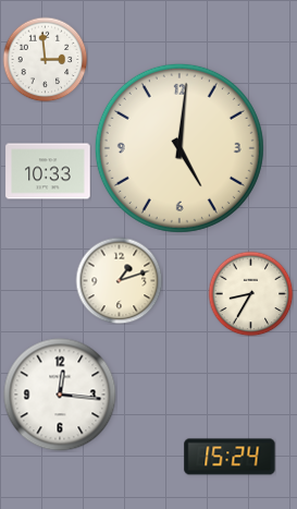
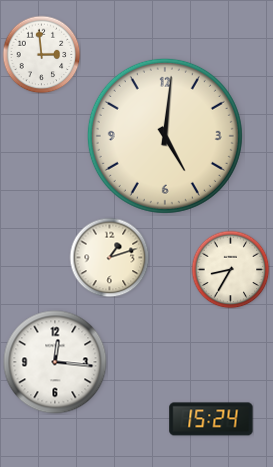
clock at (48, 171): 10:33 -> none
